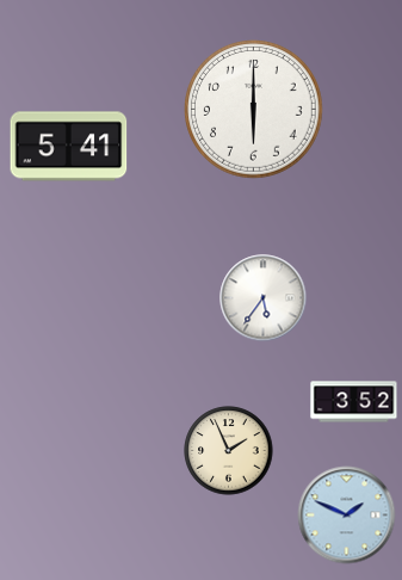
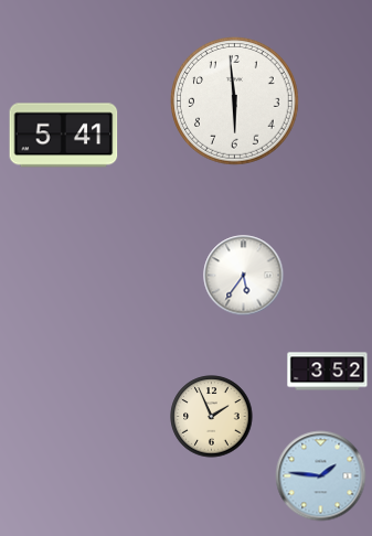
clock at (254, 110): 6:00 -> 5:59
clock at (347, 516): 1:49 -> 1:46
